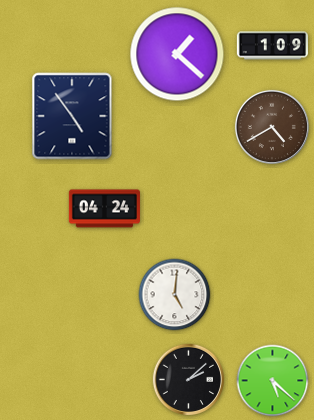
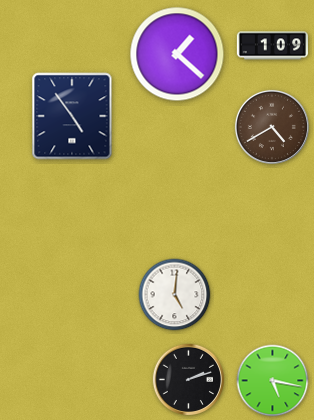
clock at (104, 209): 04:24 -> none
clock at (188, 379): 2:08 -> 2:12
clock at (273, 381): 5:22 -> 5:17
